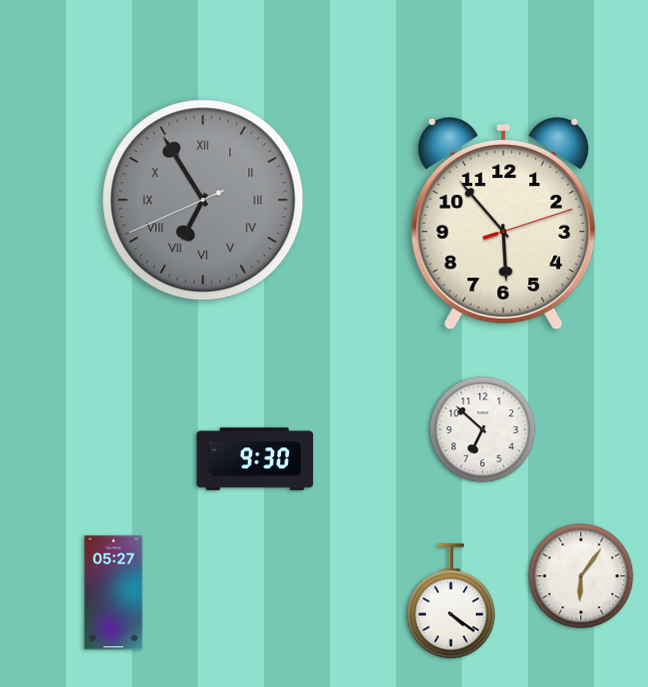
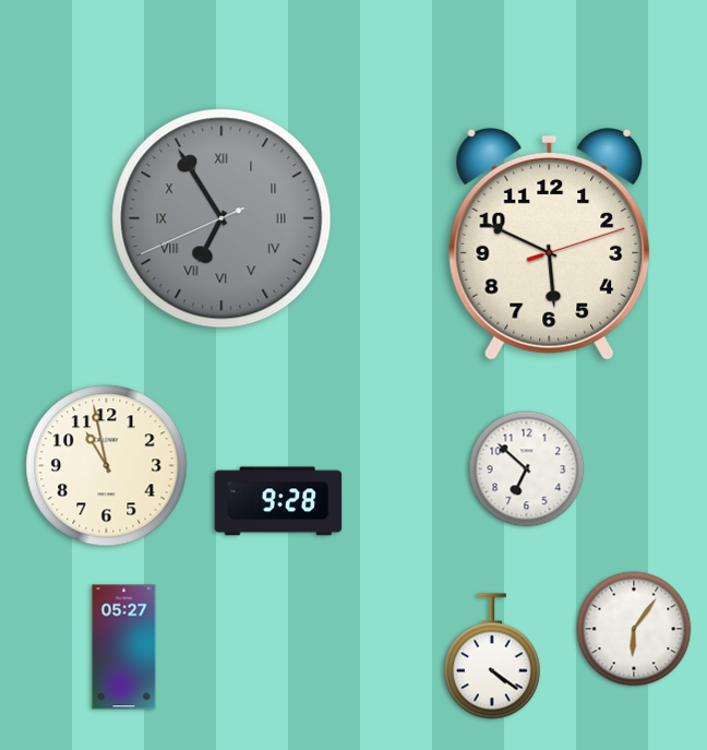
clock at (504, 224): 5:53 -> 5:49
clock at (107, 466): none -> 10:58
clock at (255, 459): 9:30 -> 9:28
